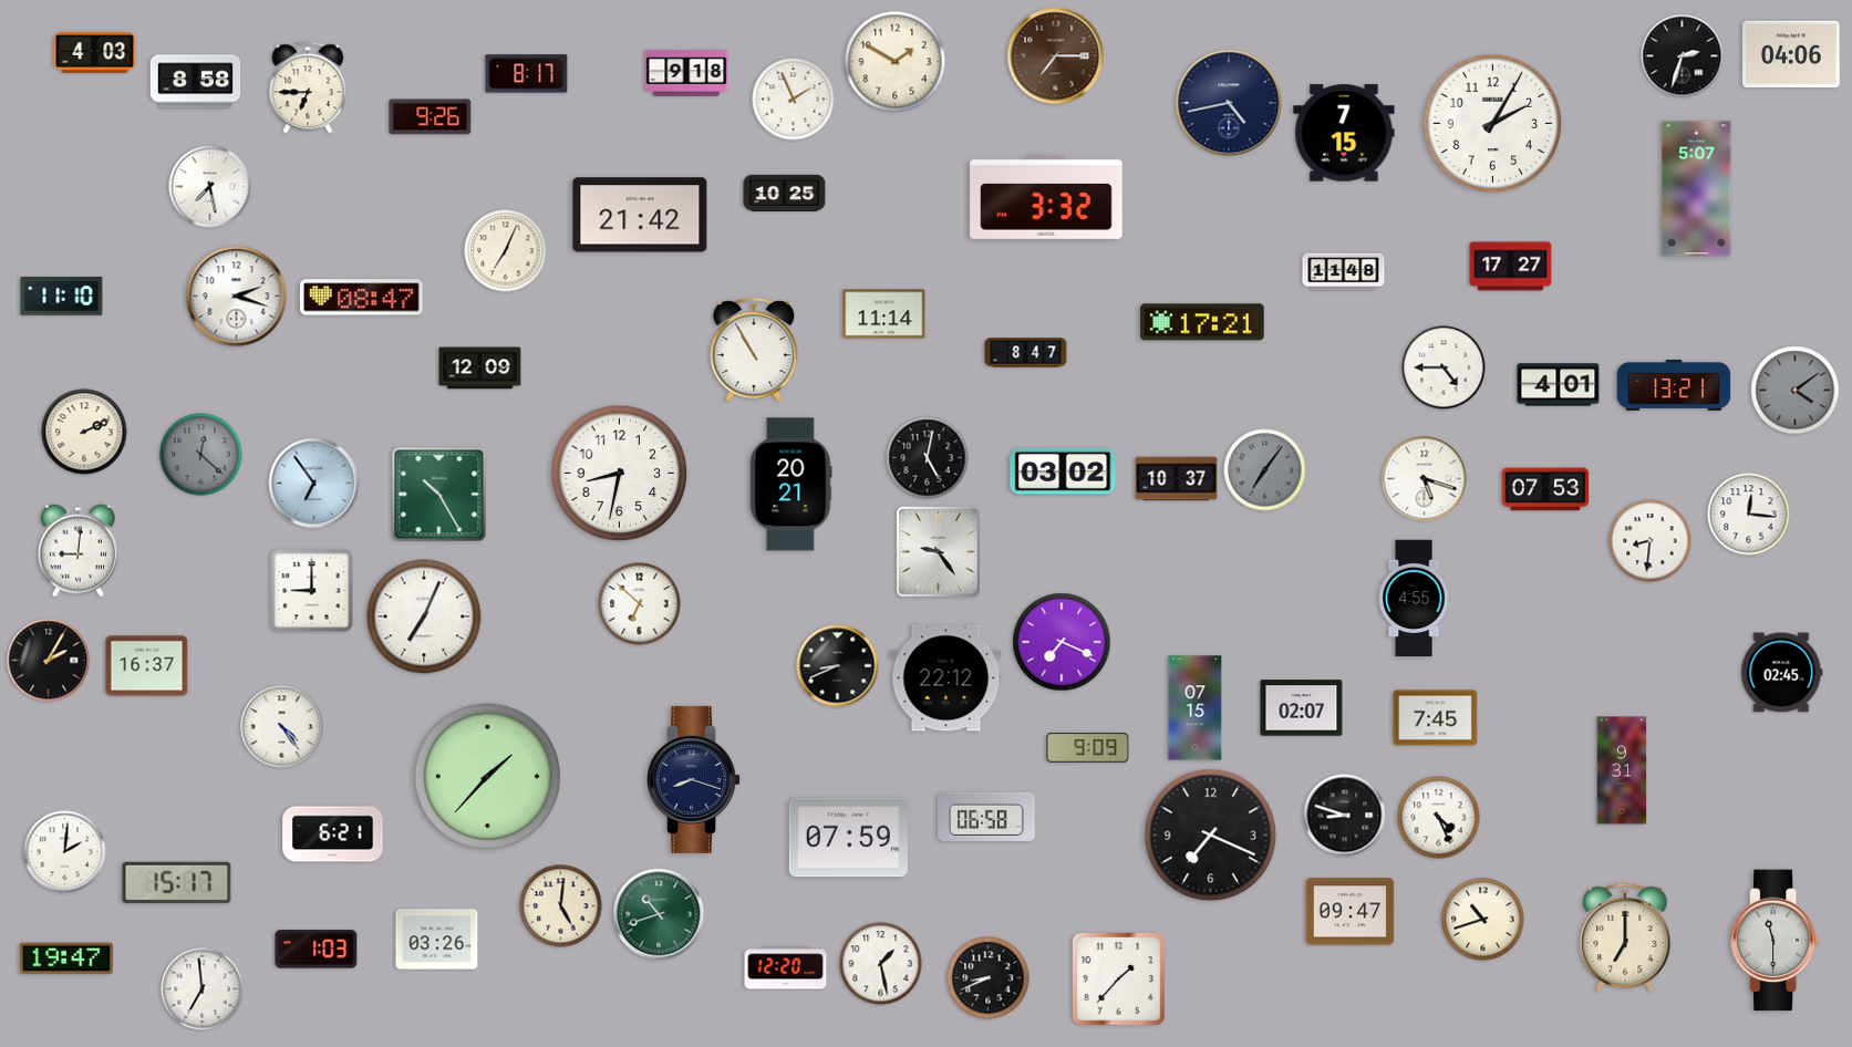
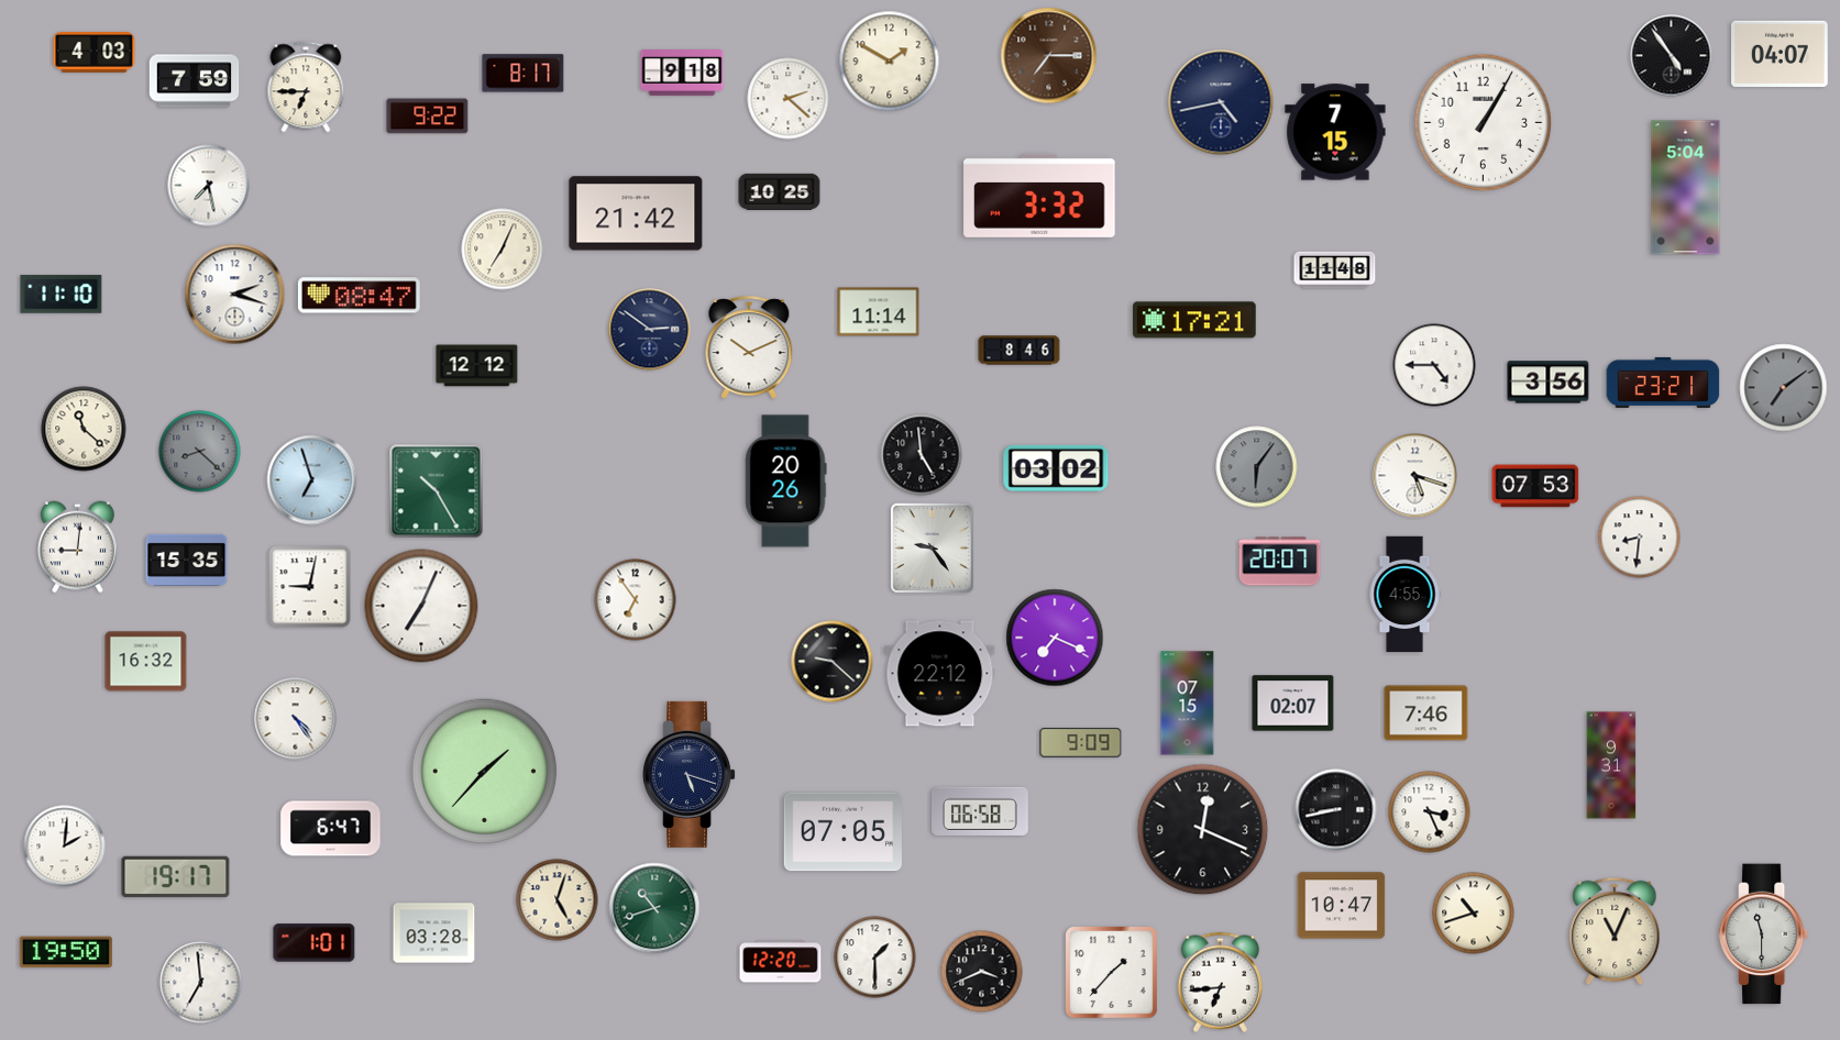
clock at (1791, 54): 04:06 -> 04:07
clock at (1683, 56): 2:33 -> 4:54
clock at (196, 82): 8:58 -> 7:59
clock at (794, 100): 1:56 -> 2:22
clock at (431, 117): 9:26 -> 9:22
clock at (1493, 124): 2:05 -> 1:05
clock at (1697, 189): 5:07 -> 5:04
clock at (1511, 267): 17:27 -> none
clock at (650, 330): none -> 2:51
clock at (754, 350): 10:55 -> 10:11
clock at (1026, 353): 8:47 -> 8:46
clock at (480, 369): 12:09 -> 12:12
clock at (1559, 385): 4:01 -> 3:56
clock at (1674, 385): 13:21 -> 23:21
clock at (1796, 391): 4:09 -> 7:09
clock at (84, 432): 2:11 -> 11:22
clock at (201, 455): 12:22 -> 8:22
clock at (928, 458): 5:02 -> 4:59
clock at (1265, 470): 7:06 -> 6:06
clock at (620, 474): 8:32 -> none
clock at (1177, 479): 10:37 -> none
clock at (314, 484): 6:54 -> 6:57
clock at (792, 485): 20:21 -> 20:26
clock at (1749, 515): 12:16 -> none
clock at (187, 560): none -> 15:35
clock at (1280, 562): none -> 20:07
clock at (312, 591): 9:00 -> 9:02
clock at (640, 604): 6:52 -> 6:54
clock at (424, 616) position: (424, 616) -> (421, 606)
clock at (49, 661): 2:05 -> none
clock at (147, 666): 16:37 -> 16:32
clock at (838, 666): 8:41 -> 9:22
clock at (1782, 673): 02:45 -> none
clock at (1436, 718): 7:45 -> 7:46
clock at (282, 727) position: (282, 727) -> (296, 719)
clock at (694, 779): 8:18 -> 5:18
clock at (1345, 816): 8:48 -> 8:43
clock at (1439, 818): 4:26 -> 3:26
clock at (333, 835): 6:21 -> 6:47
clock at (1211, 836): 7:19 -> 12:19
clock at (848, 838): 07:59 -> 07:05
clock at (177, 883): 15:17 -> 19:17
clock at (561, 906): 5:01 -> 5:03
clock at (1351, 912): 09:47 -> 10:47
clock at (1625, 937): 7:00 -> 11:04
clock at (437, 940): 03:26 -> 03:28
clock at (317, 950): 1:03 -> 1:01
clock at (66, 958): 19:47 -> 19:50
clock at (881, 964): 1:28 -> 1:30
clock at (989, 978): 8:41 -> 3:41
clock at (1220, 982): none -> 6:44
